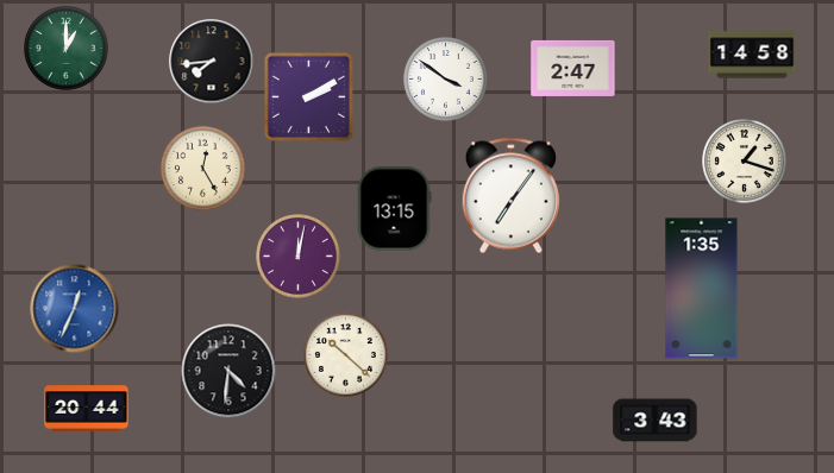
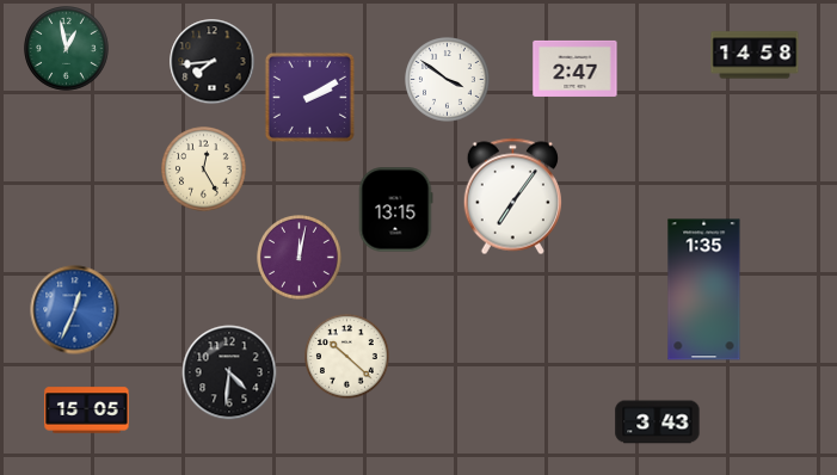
clock at (67, 49): 1:00 -> 12:58
clock at (745, 162): 1:18 -> none
clock at (87, 409): 20:44 -> 15:05
